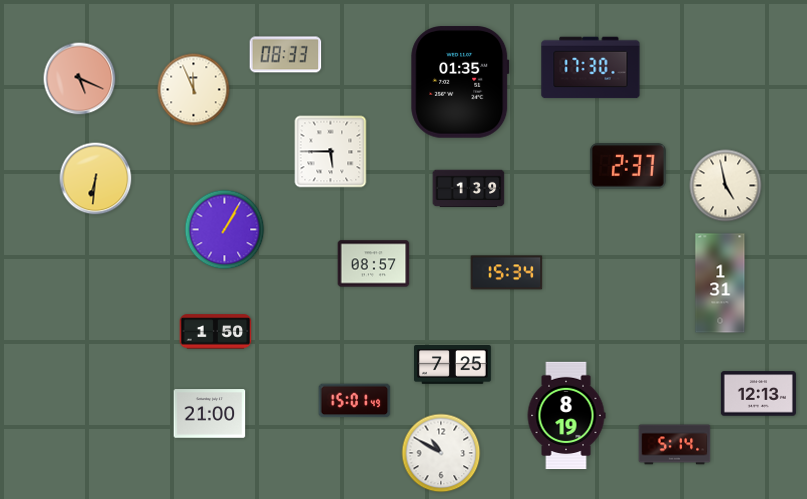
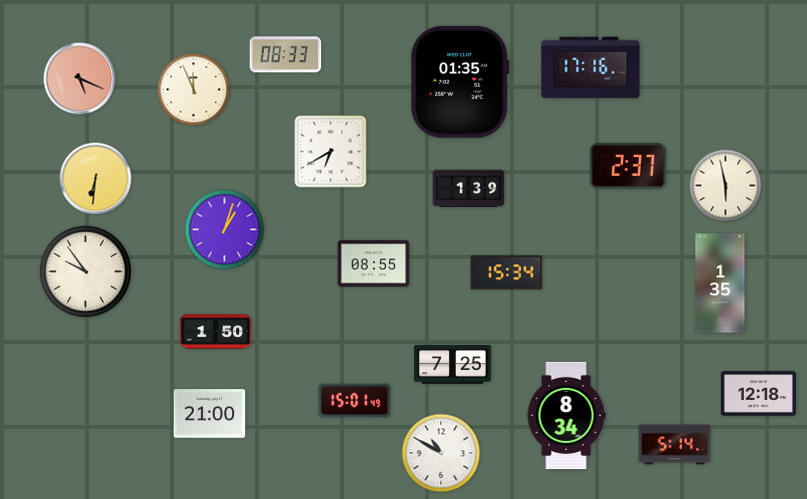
clock at (591, 68): 17:30 -> 17:16
clock at (331, 152): 5:45 -> 6:40
clock at (726, 186): 4:58 -> 5:58
clock at (225, 230): 1:05 -> 1:03
clock at (374, 264): 08:57 -> 08:55
clock at (86, 272): none -> 9:54
clock at (720, 283): 1:31 -> 1:35
clock at (758, 394): 12:13 -> 12:18
clock at (566, 416): 8:19 -> 8:34
